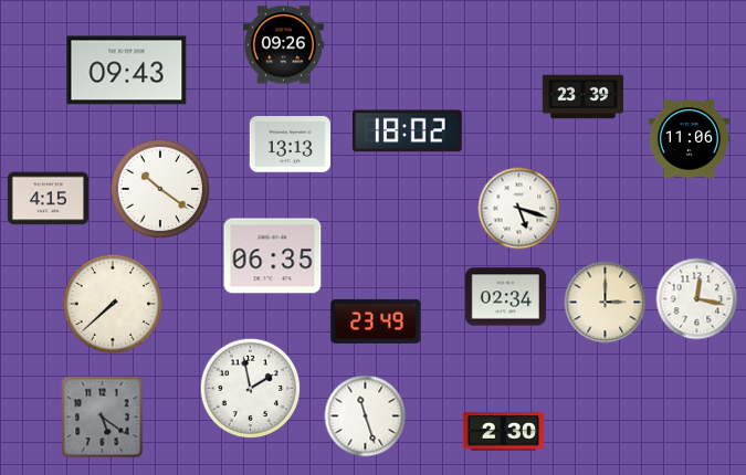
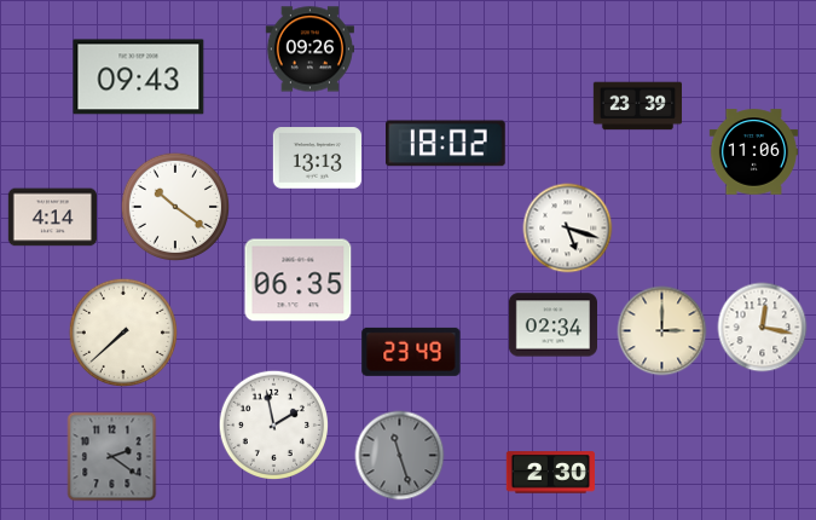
clock at (48, 199): 4:15 -> 4:14
clock at (366, 416) dial: white -> grey
clock at (103, 418): 5:21 -> 2:21
